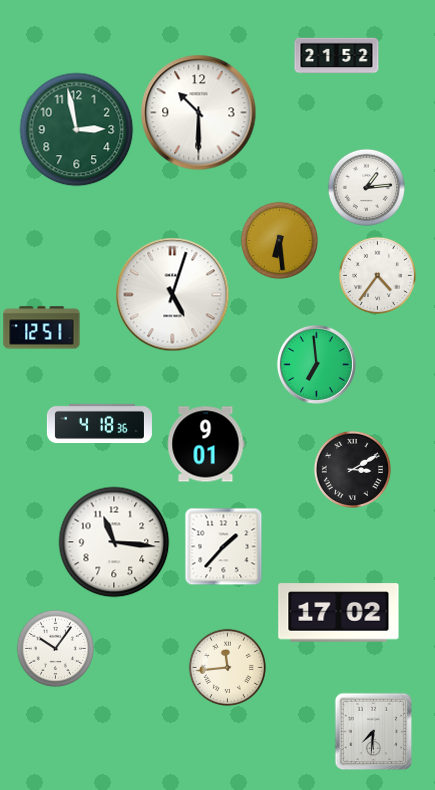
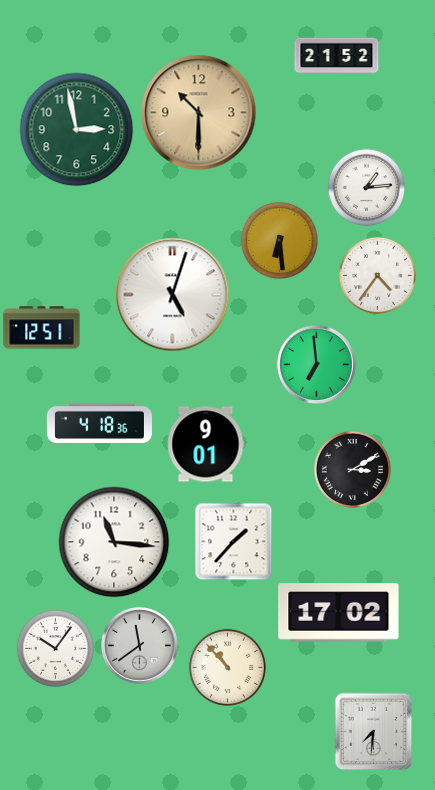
clock at (199, 113) dial: white -> champagne
clock at (223, 546) position: (223, 546) -> (233, 541)
clock at (140, 646): none -> 11:39
clock at (227, 667): 11:44 -> 10:53
